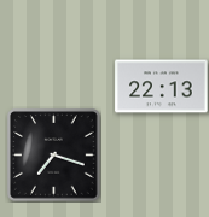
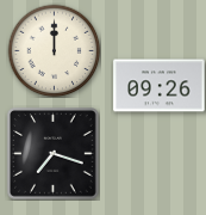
clock at (54, 50): none -> 12:00
clock at (162, 87): 22:13 -> 09:26
